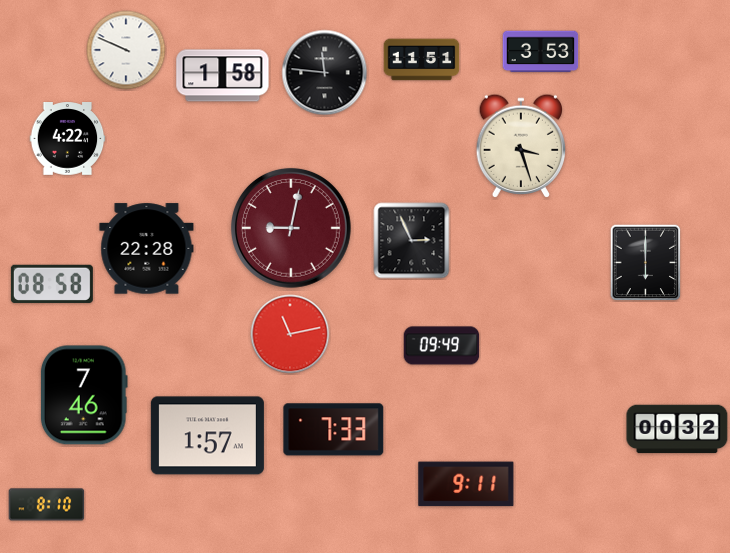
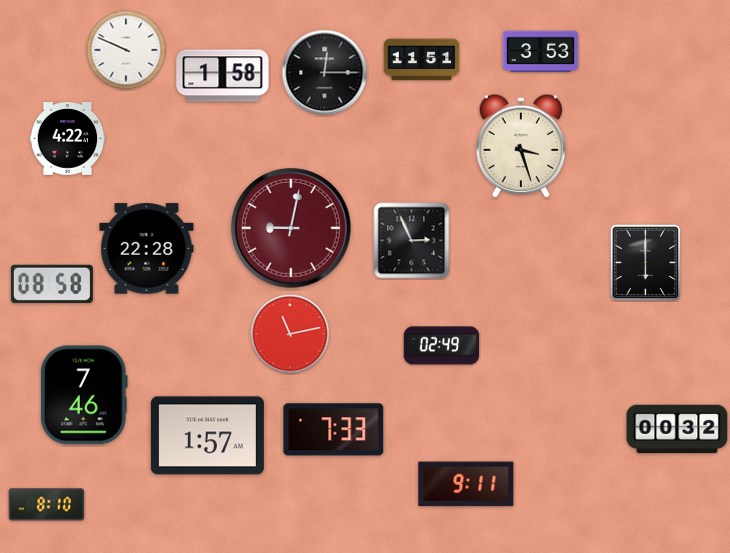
clock at (325, 73): 11:46 -> 12:15
clock at (442, 346): 09:49 -> 02:49
